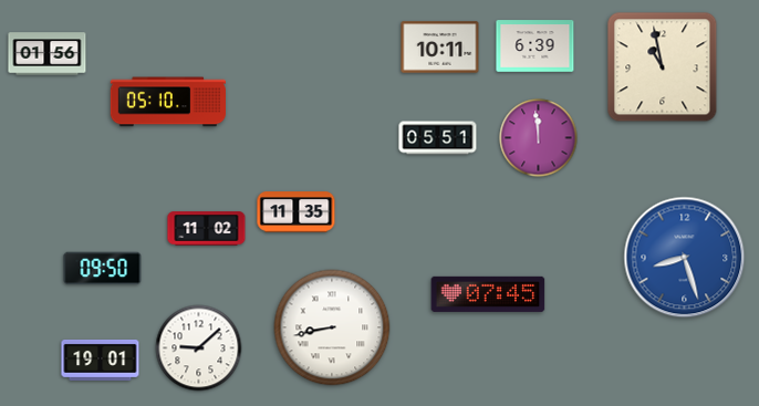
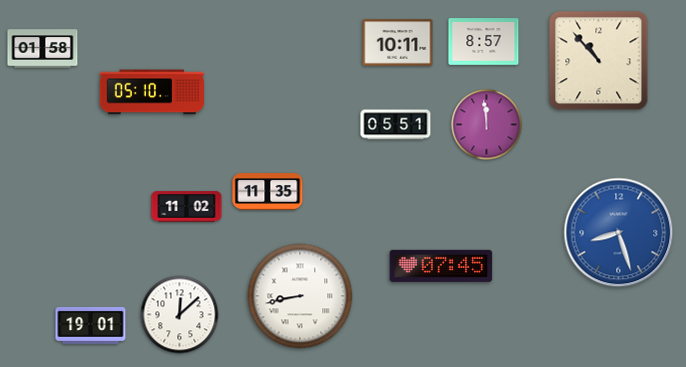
clock at (536, 46): 6:39 -> 8:57
clock at (48, 54): 01:56 -> 01:58
clock at (663, 67): 10:58 -> 10:53
clock at (103, 269): 09:50 -> none
clock at (199, 348): 9:08 -> 12:08
